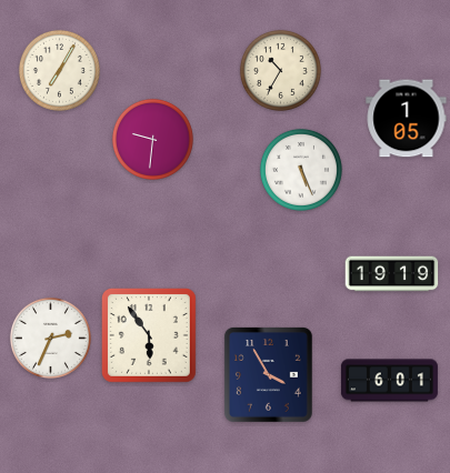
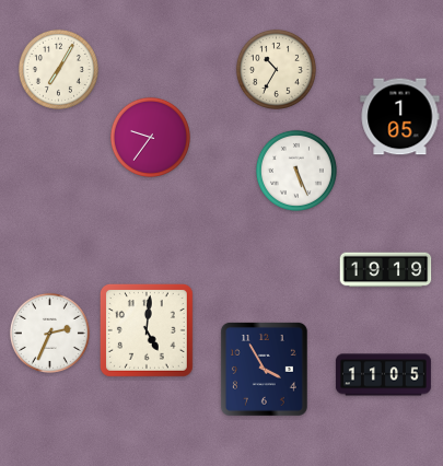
clock at (152, 139): 9:31 -> 9:36
clock at (301, 170) position: (301, 170) -> (296, 171)
clock at (150, 336): 5:54 -> 5:01
clock at (389, 381): 6:01 -> 11:05
